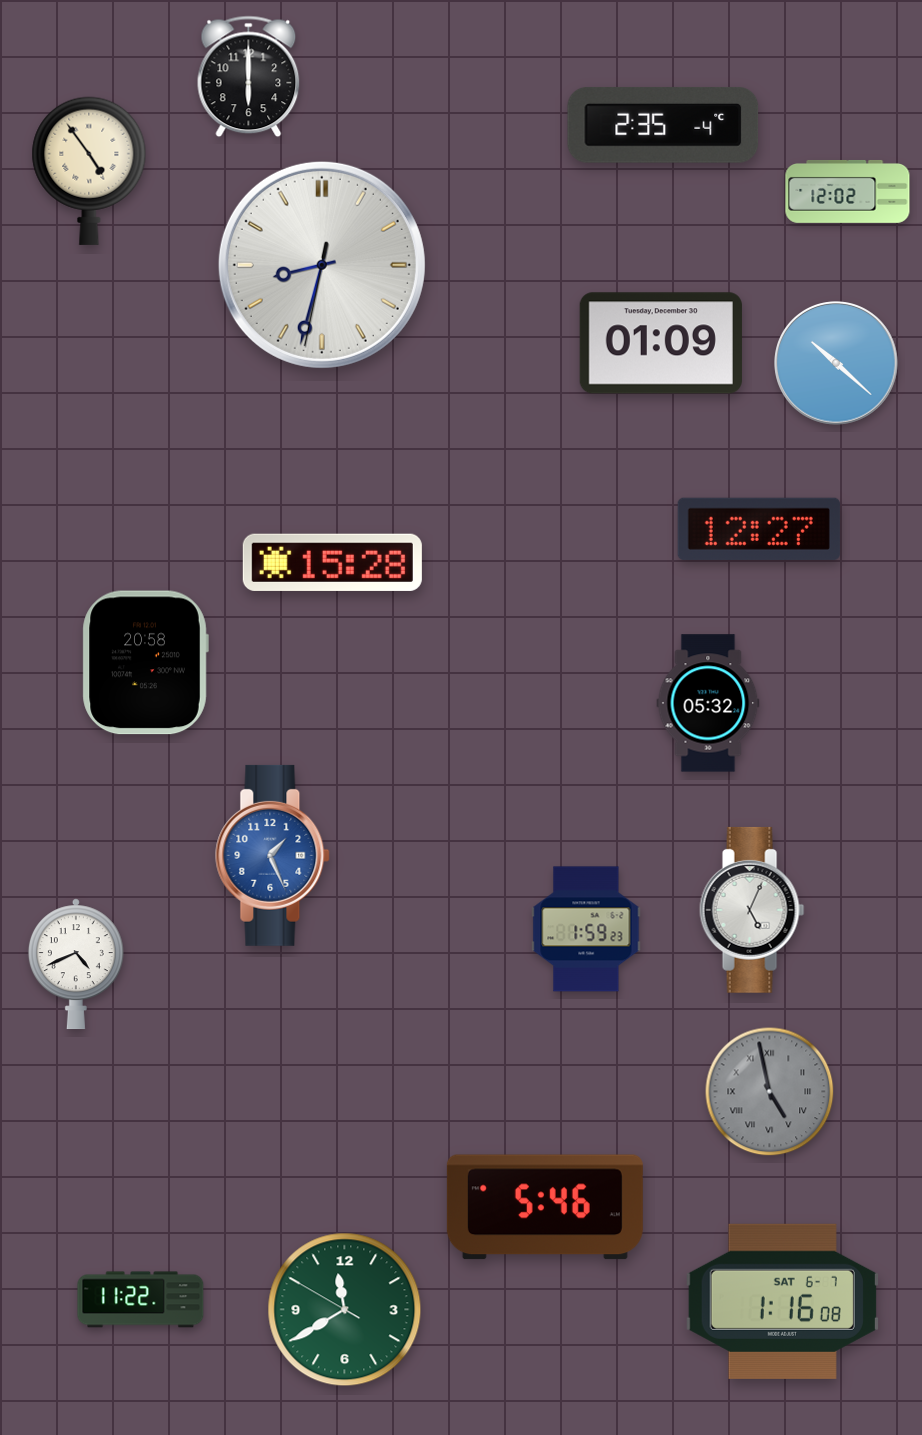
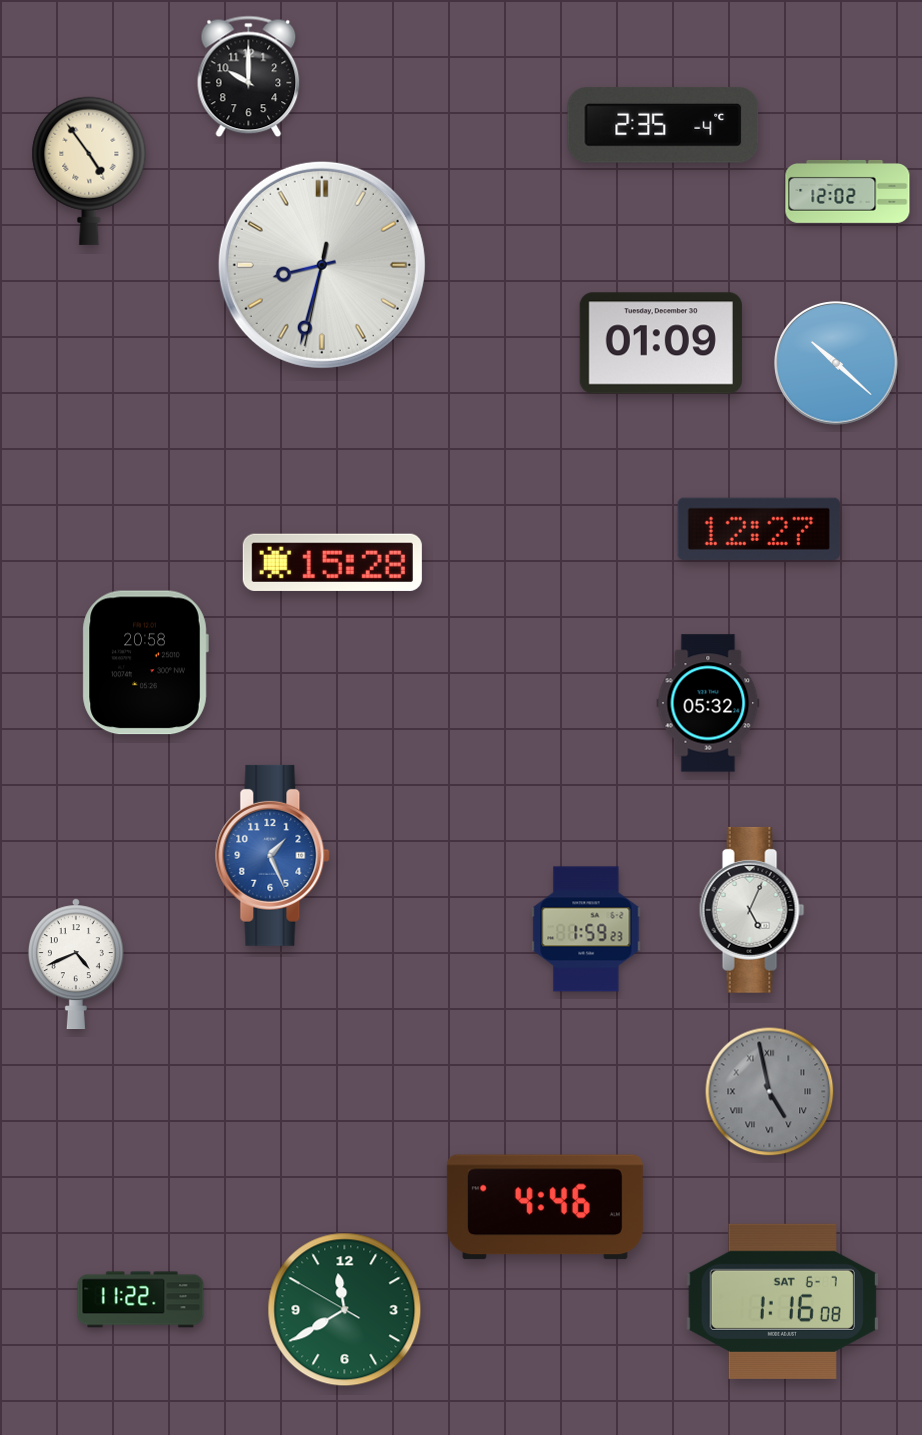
clock at (249, 77): 6:00 -> 10:00
clock at (545, 1207): 5:46 -> 4:46
